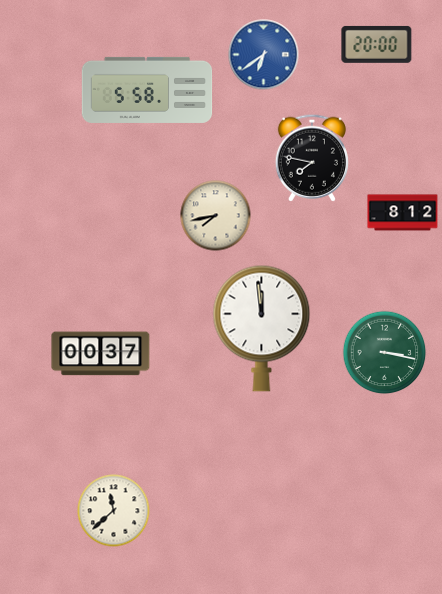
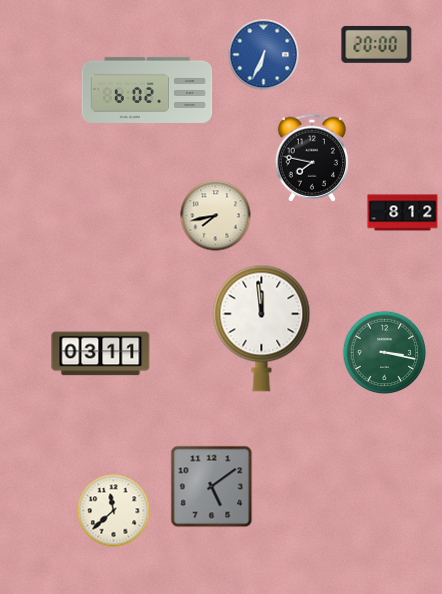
clock at (264, 55): 6:39 -> 6:34
clock at (147, 90): 5:58 -> 6:02
clock at (101, 354): 00:37 -> 03:11
clock at (212, 487): none -> 5:09
